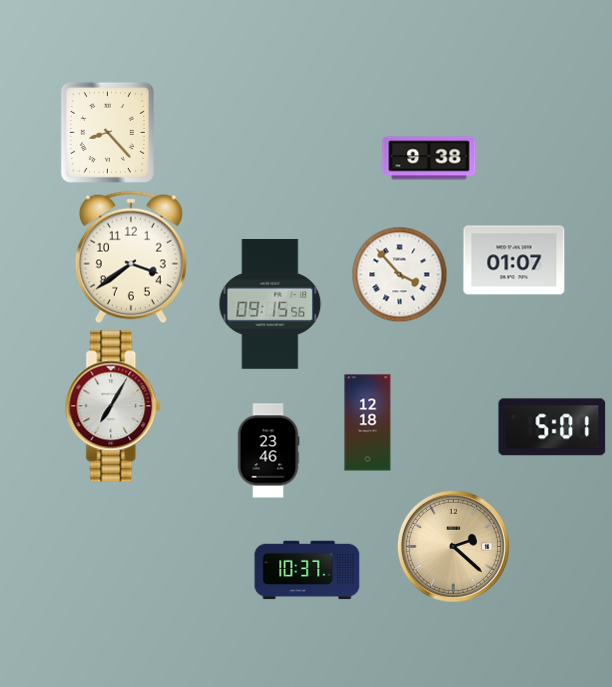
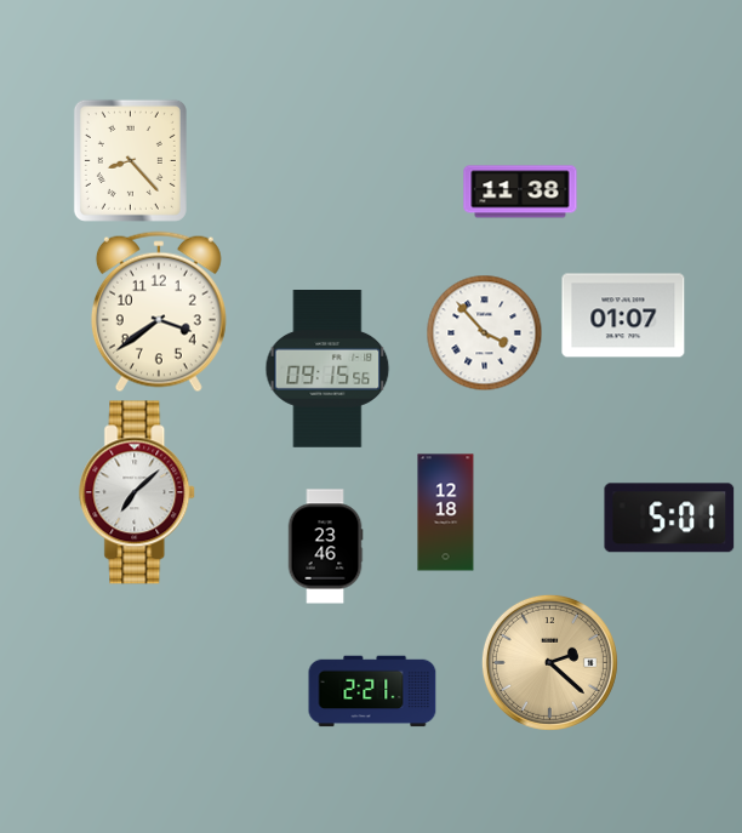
clock at (429, 158): 9:38 -> 11:38
clock at (114, 406): 7:05 -> 7:08
clock at (307, 570): 10:37 -> 2:21
